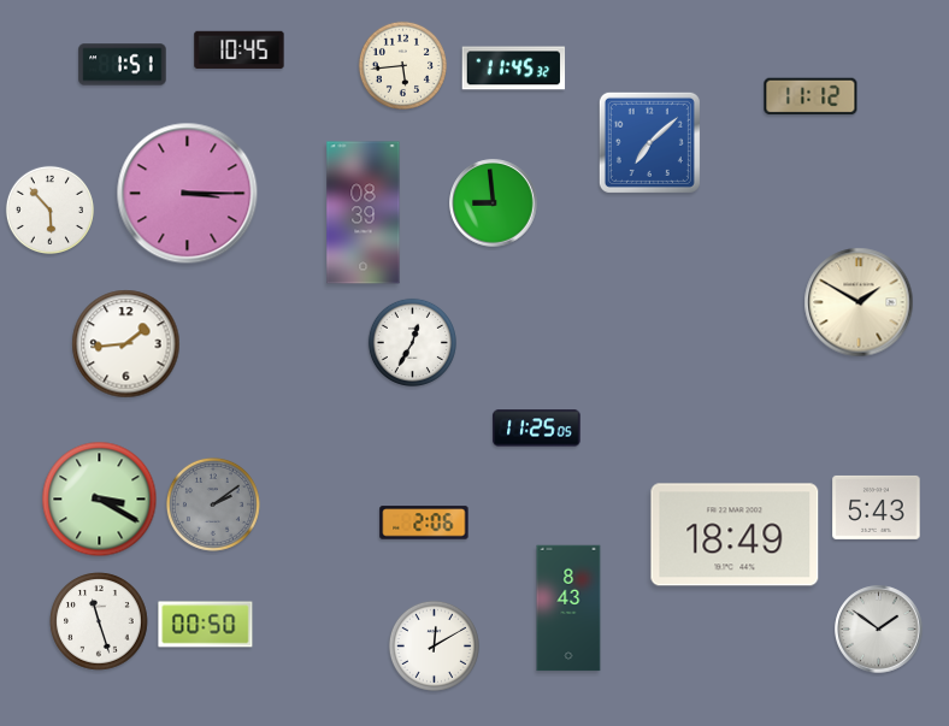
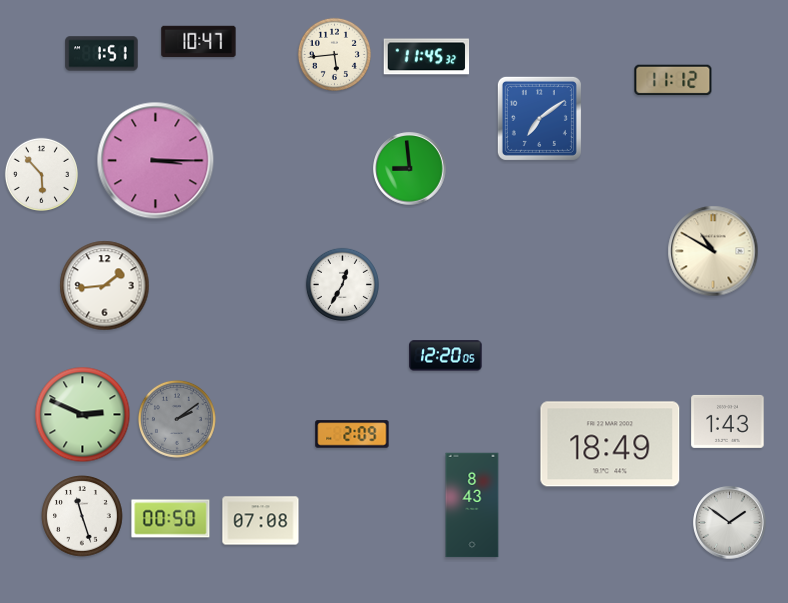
clock at (240, 51): 10:45 -> 10:47
clock at (649, 142): 7:08 -> 7:09
clock at (364, 213): 08:39 -> none
clock at (859, 302): 1:50 -> 10:50
clock at (537, 429): 11:25 -> 12:20
clock at (100, 500): 3:20 -> 2:49
clock at (877, 507): 5:43 -> 1:43
clock at (424, 523): 2:06 -> 2:09
clock at (261, 521): none -> 07:08
clock at (434, 645): 12:10 -> none
